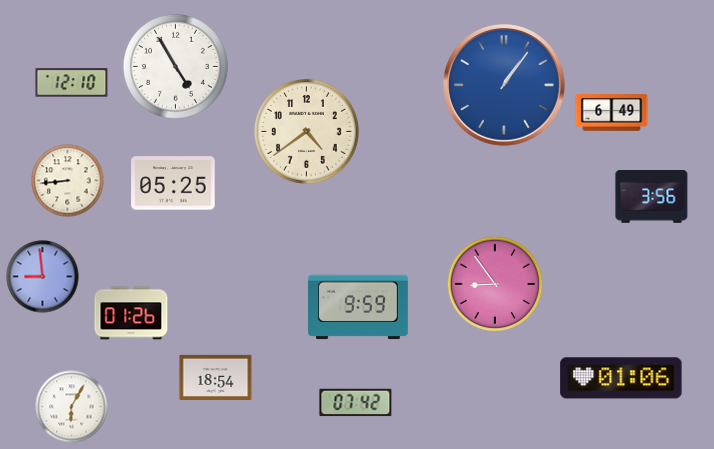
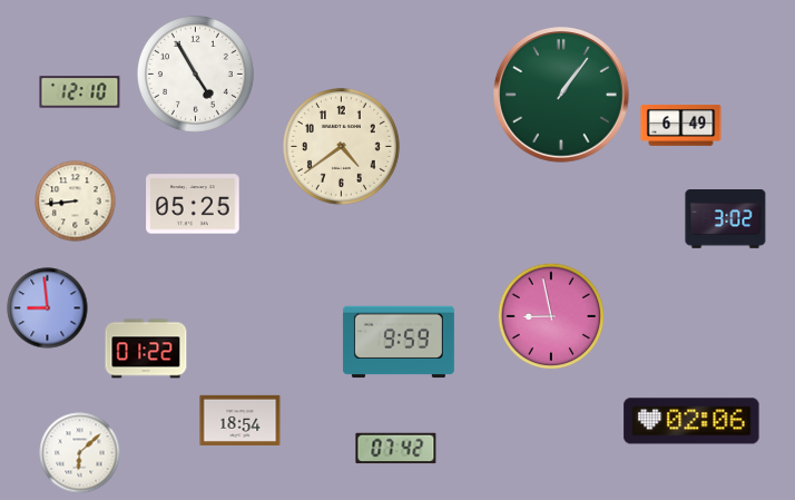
clock at (505, 86) dial: blue -> green
clock at (652, 197): 3:56 -> 3:02
clock at (495, 284): 8:54 -> 8:58
clock at (131, 313): 01:26 -> 01:22
clock at (621, 378): 01:06 -> 02:06
clock at (72, 407): 6:05 -> 6:08
